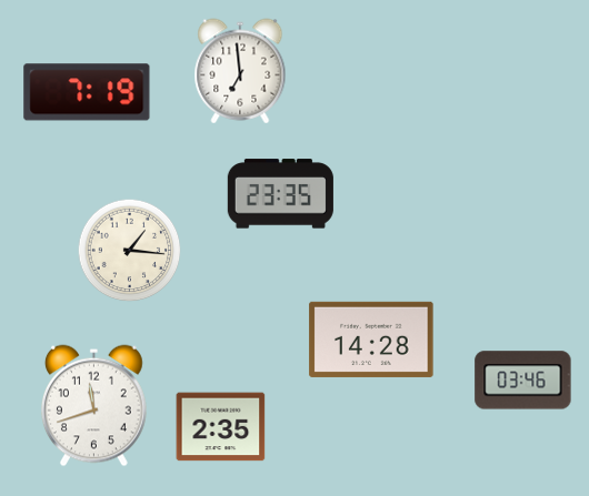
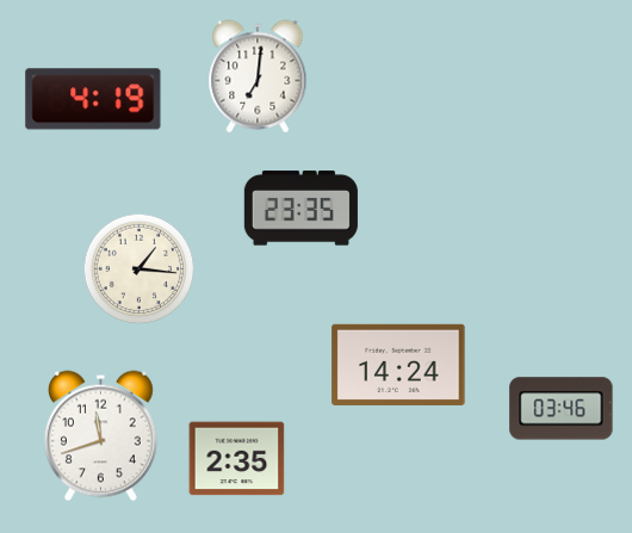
clock at (240, 71): 6:59 -> 7:01
clock at (87, 92): 7:19 -> 4:19
clock at (371, 340): 14:28 -> 14:24
